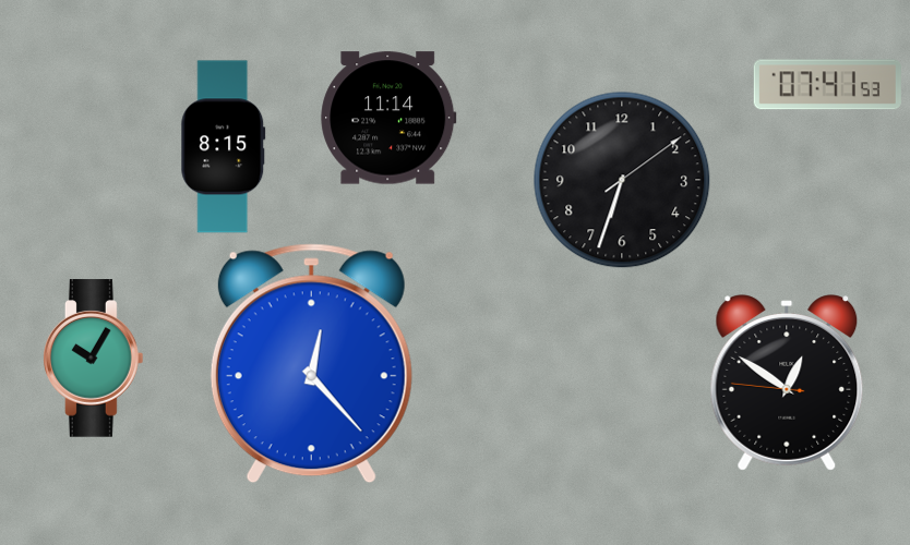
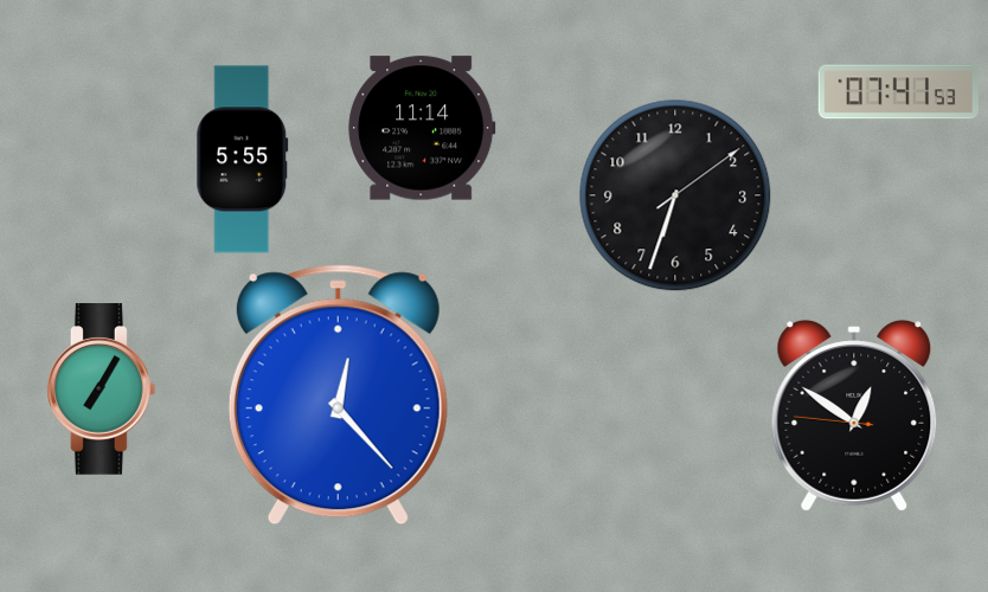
clock at (224, 147): 8:15 -> 5:55
clock at (94, 359): 10:05 -> 7:05
